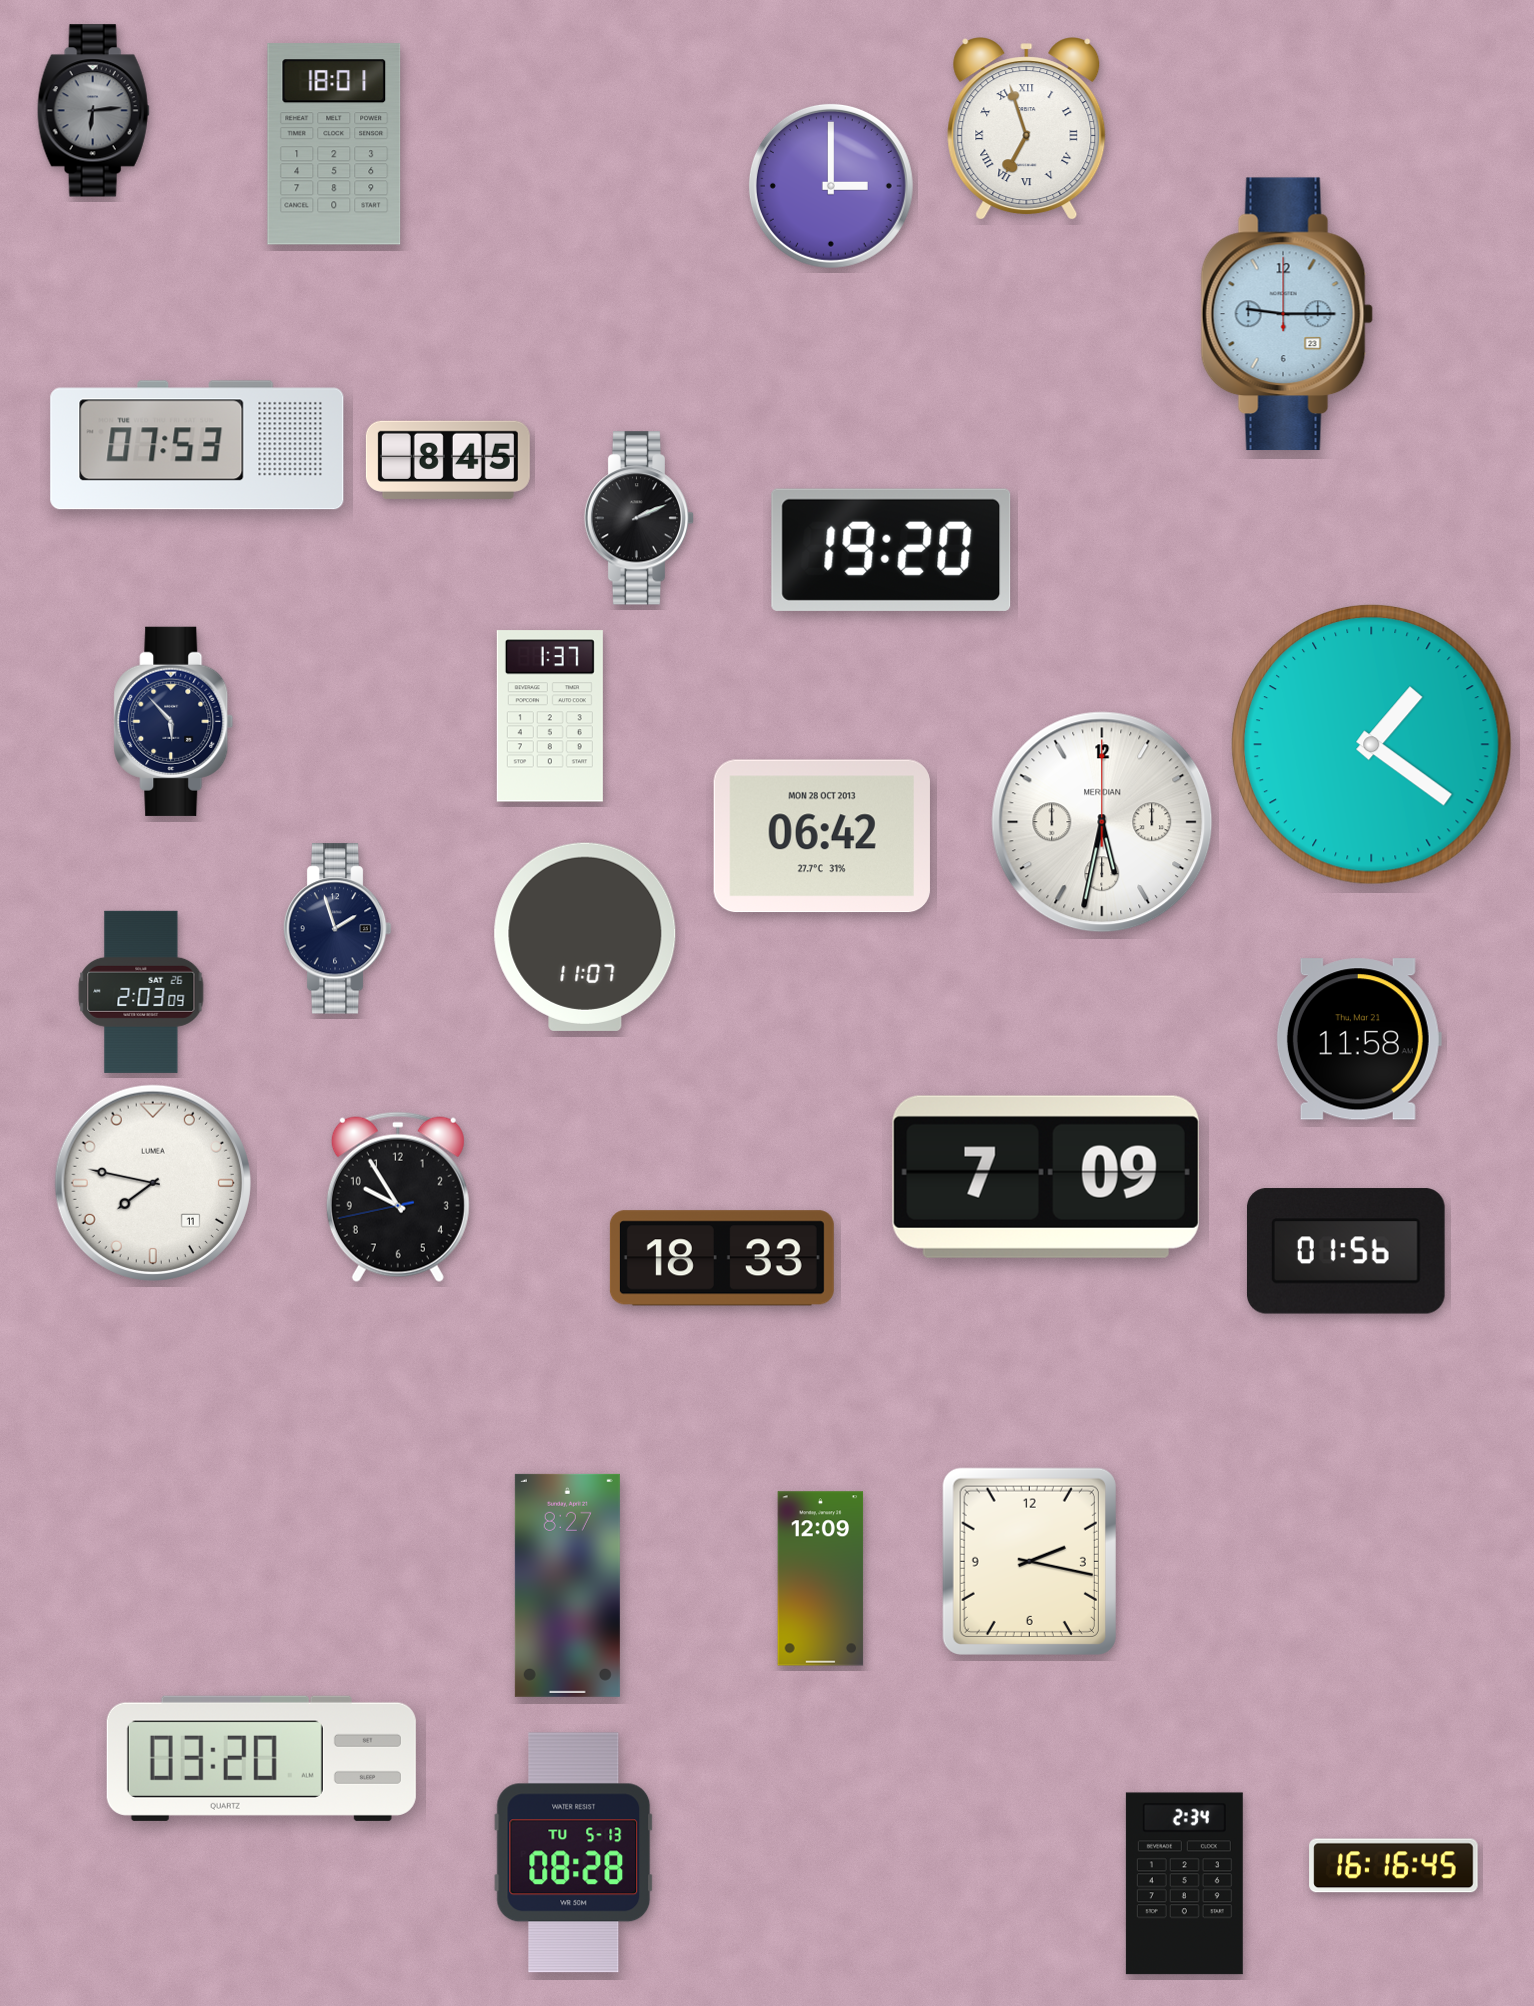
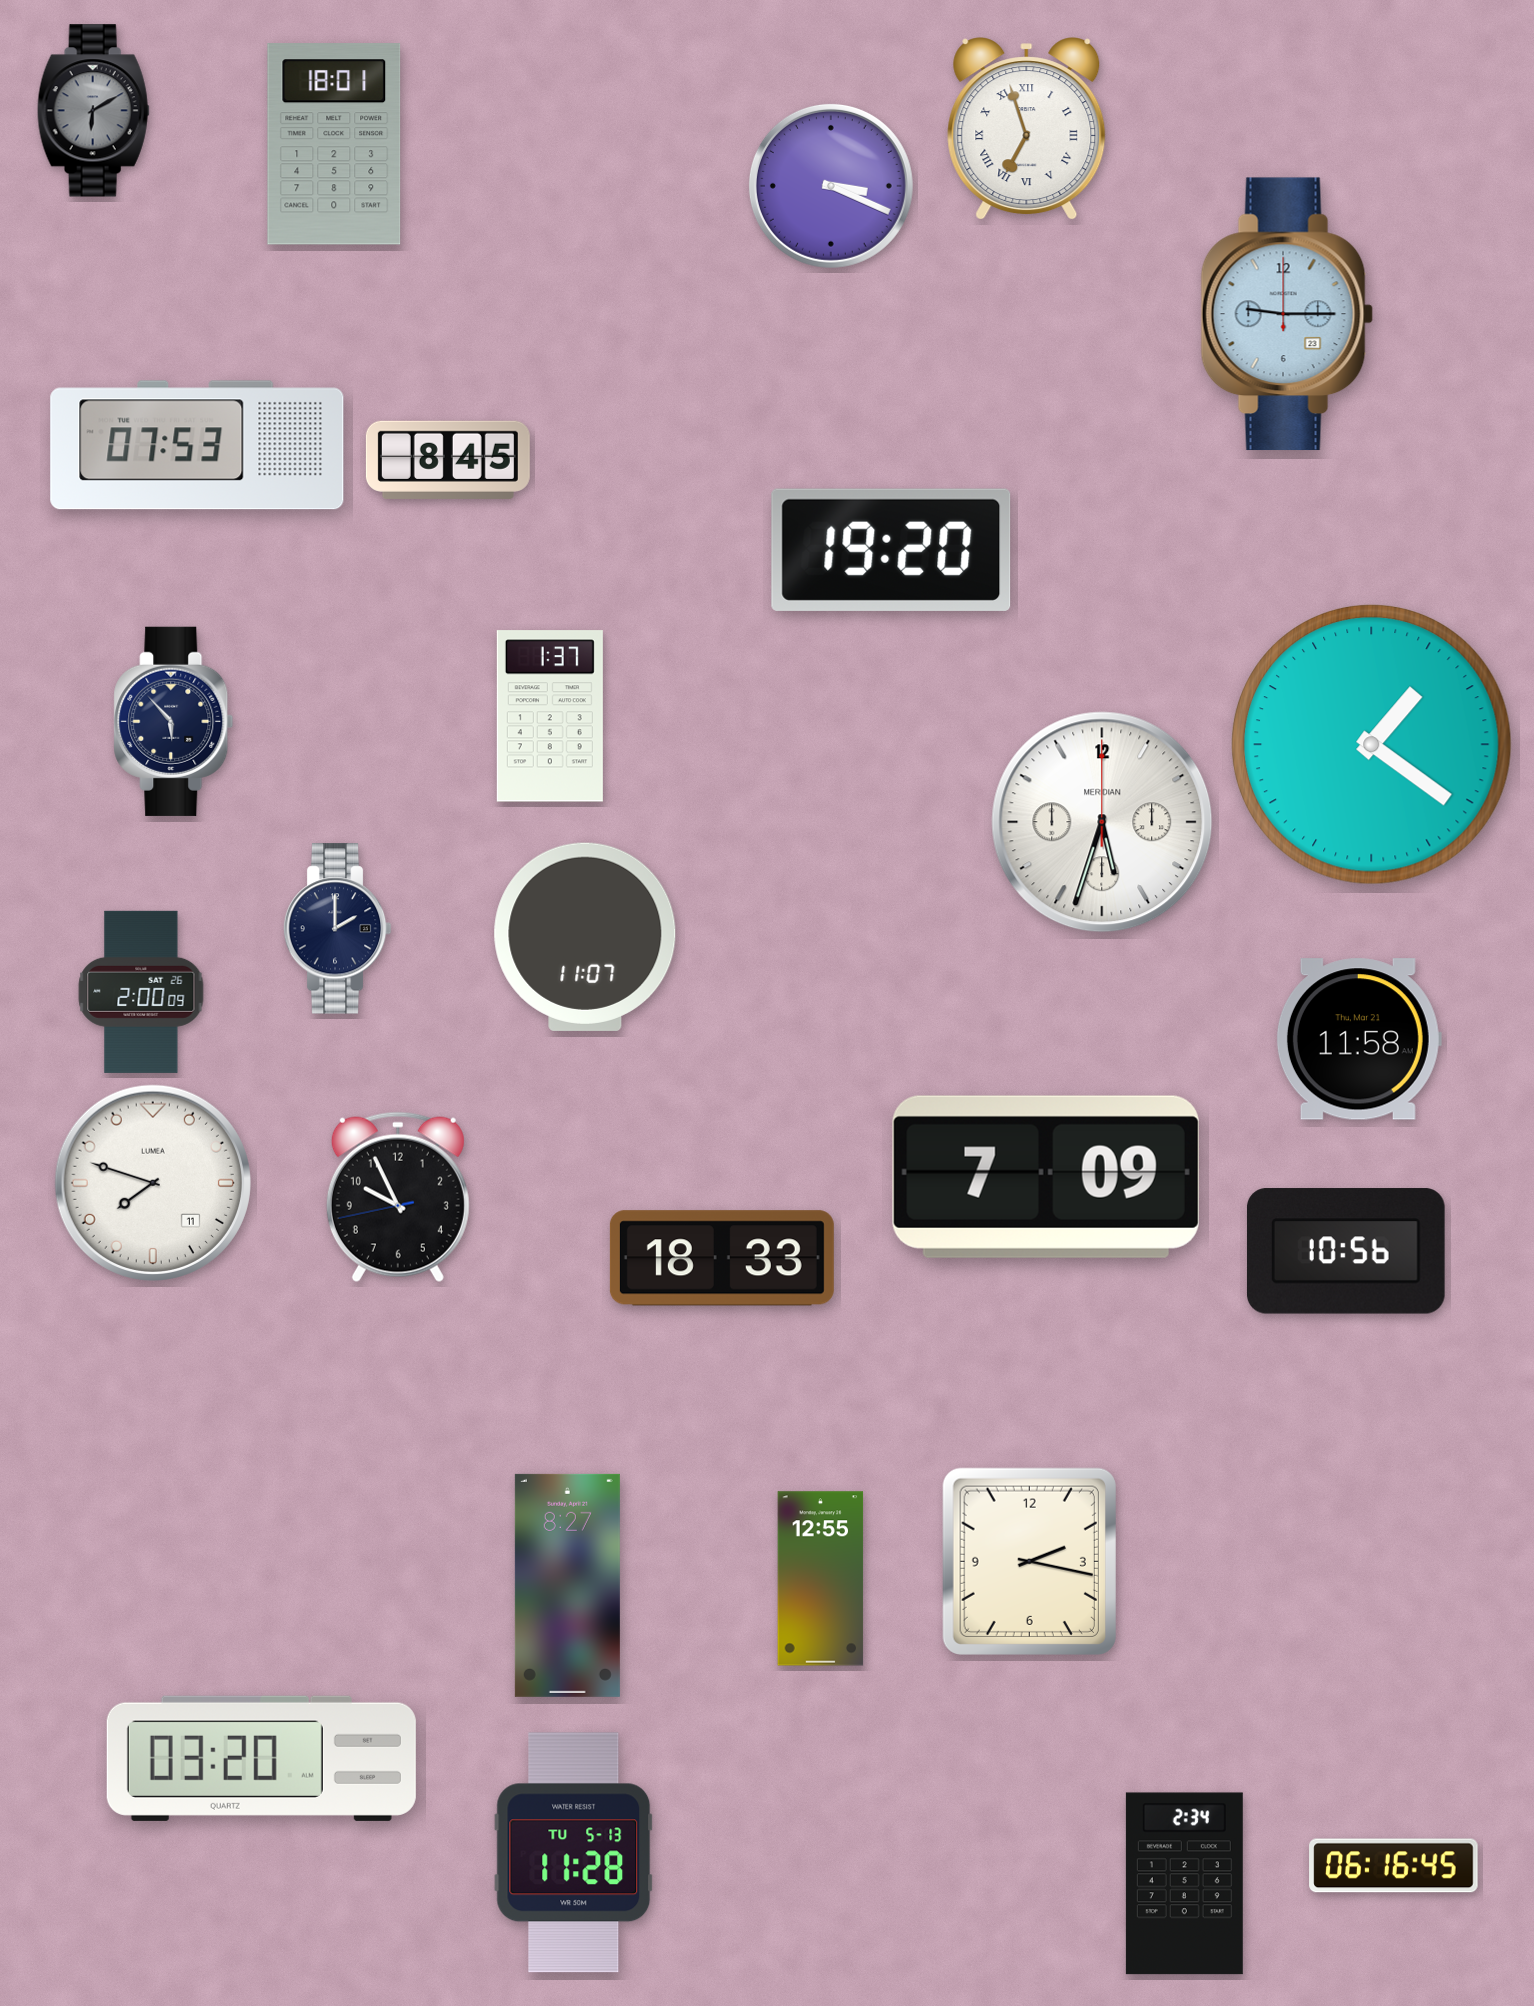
clock at (93, 111): 6:14 -> 6:10
clock at (831, 186): 3:00 -> 3:19
clock at (639, 518): 2:11 -> none
clock at (1102, 822): 5:32 -> 5:33
clock at (822, 836): 06:42 -> none
clock at (337, 929): 1:57 -> 2:00
clock at (141, 992): 2:03 -> 2:00
clock at (153, 1183): 7:47 -> 7:48
clock at (398, 1197): 9:54 -> 9:55
clock at (1346, 1251): 01:56 -> 10:56
clock at (821, 1579): 12:09 -> 12:55
clock at (574, 1853): 08:28 -> 11:28
clock at (1394, 1866): 16:16 -> 06:16
